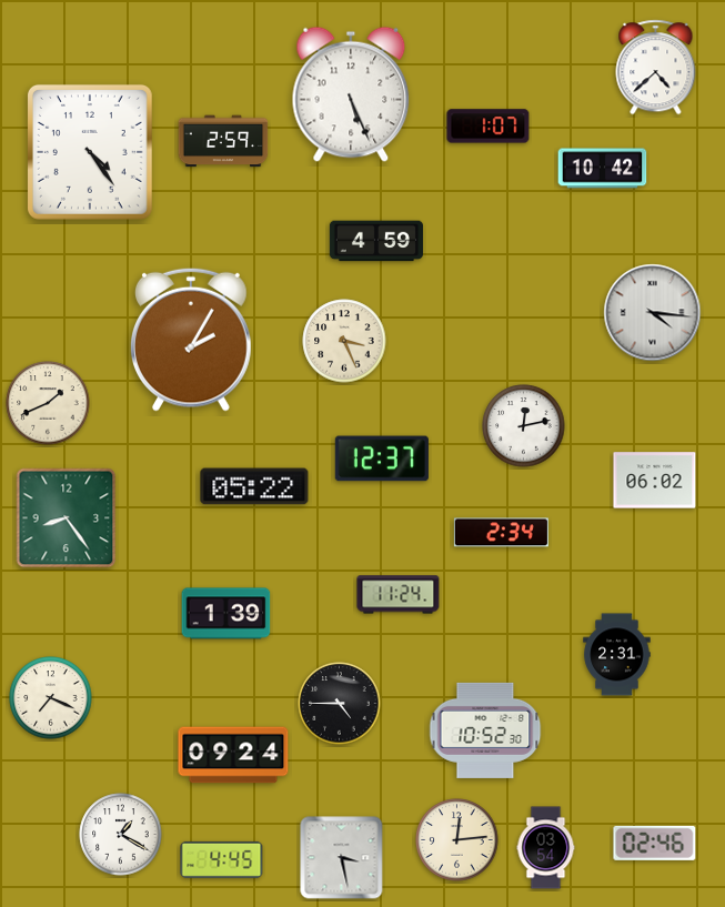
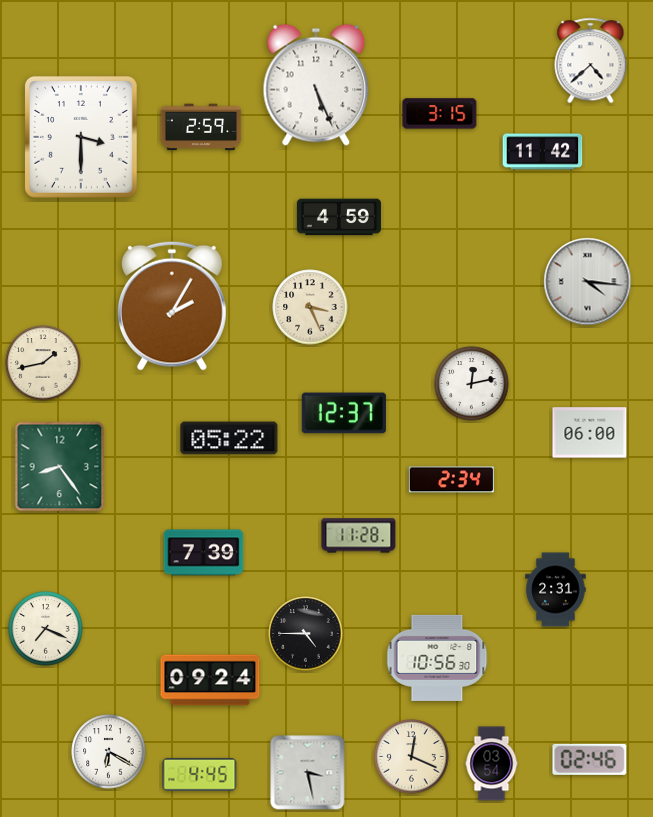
clock at (489, 127): 1:07 -> 3:15
clock at (90, 152): 4:24 -> 3:30
clock at (603, 169): 10:42 -> 11:42
clock at (48, 403): 1:41 -> 1:43
clock at (655, 481): 06:02 -> 06:00
clock at (399, 595): 11:24 -> 11:28
clock at (226, 614): 1:39 -> 7:39
clock at (485, 730): 10:52 -> 10:56
clock at (121, 835): 1:20 -> 6:20
clock at (457, 840): 12:14 -> 12:19
